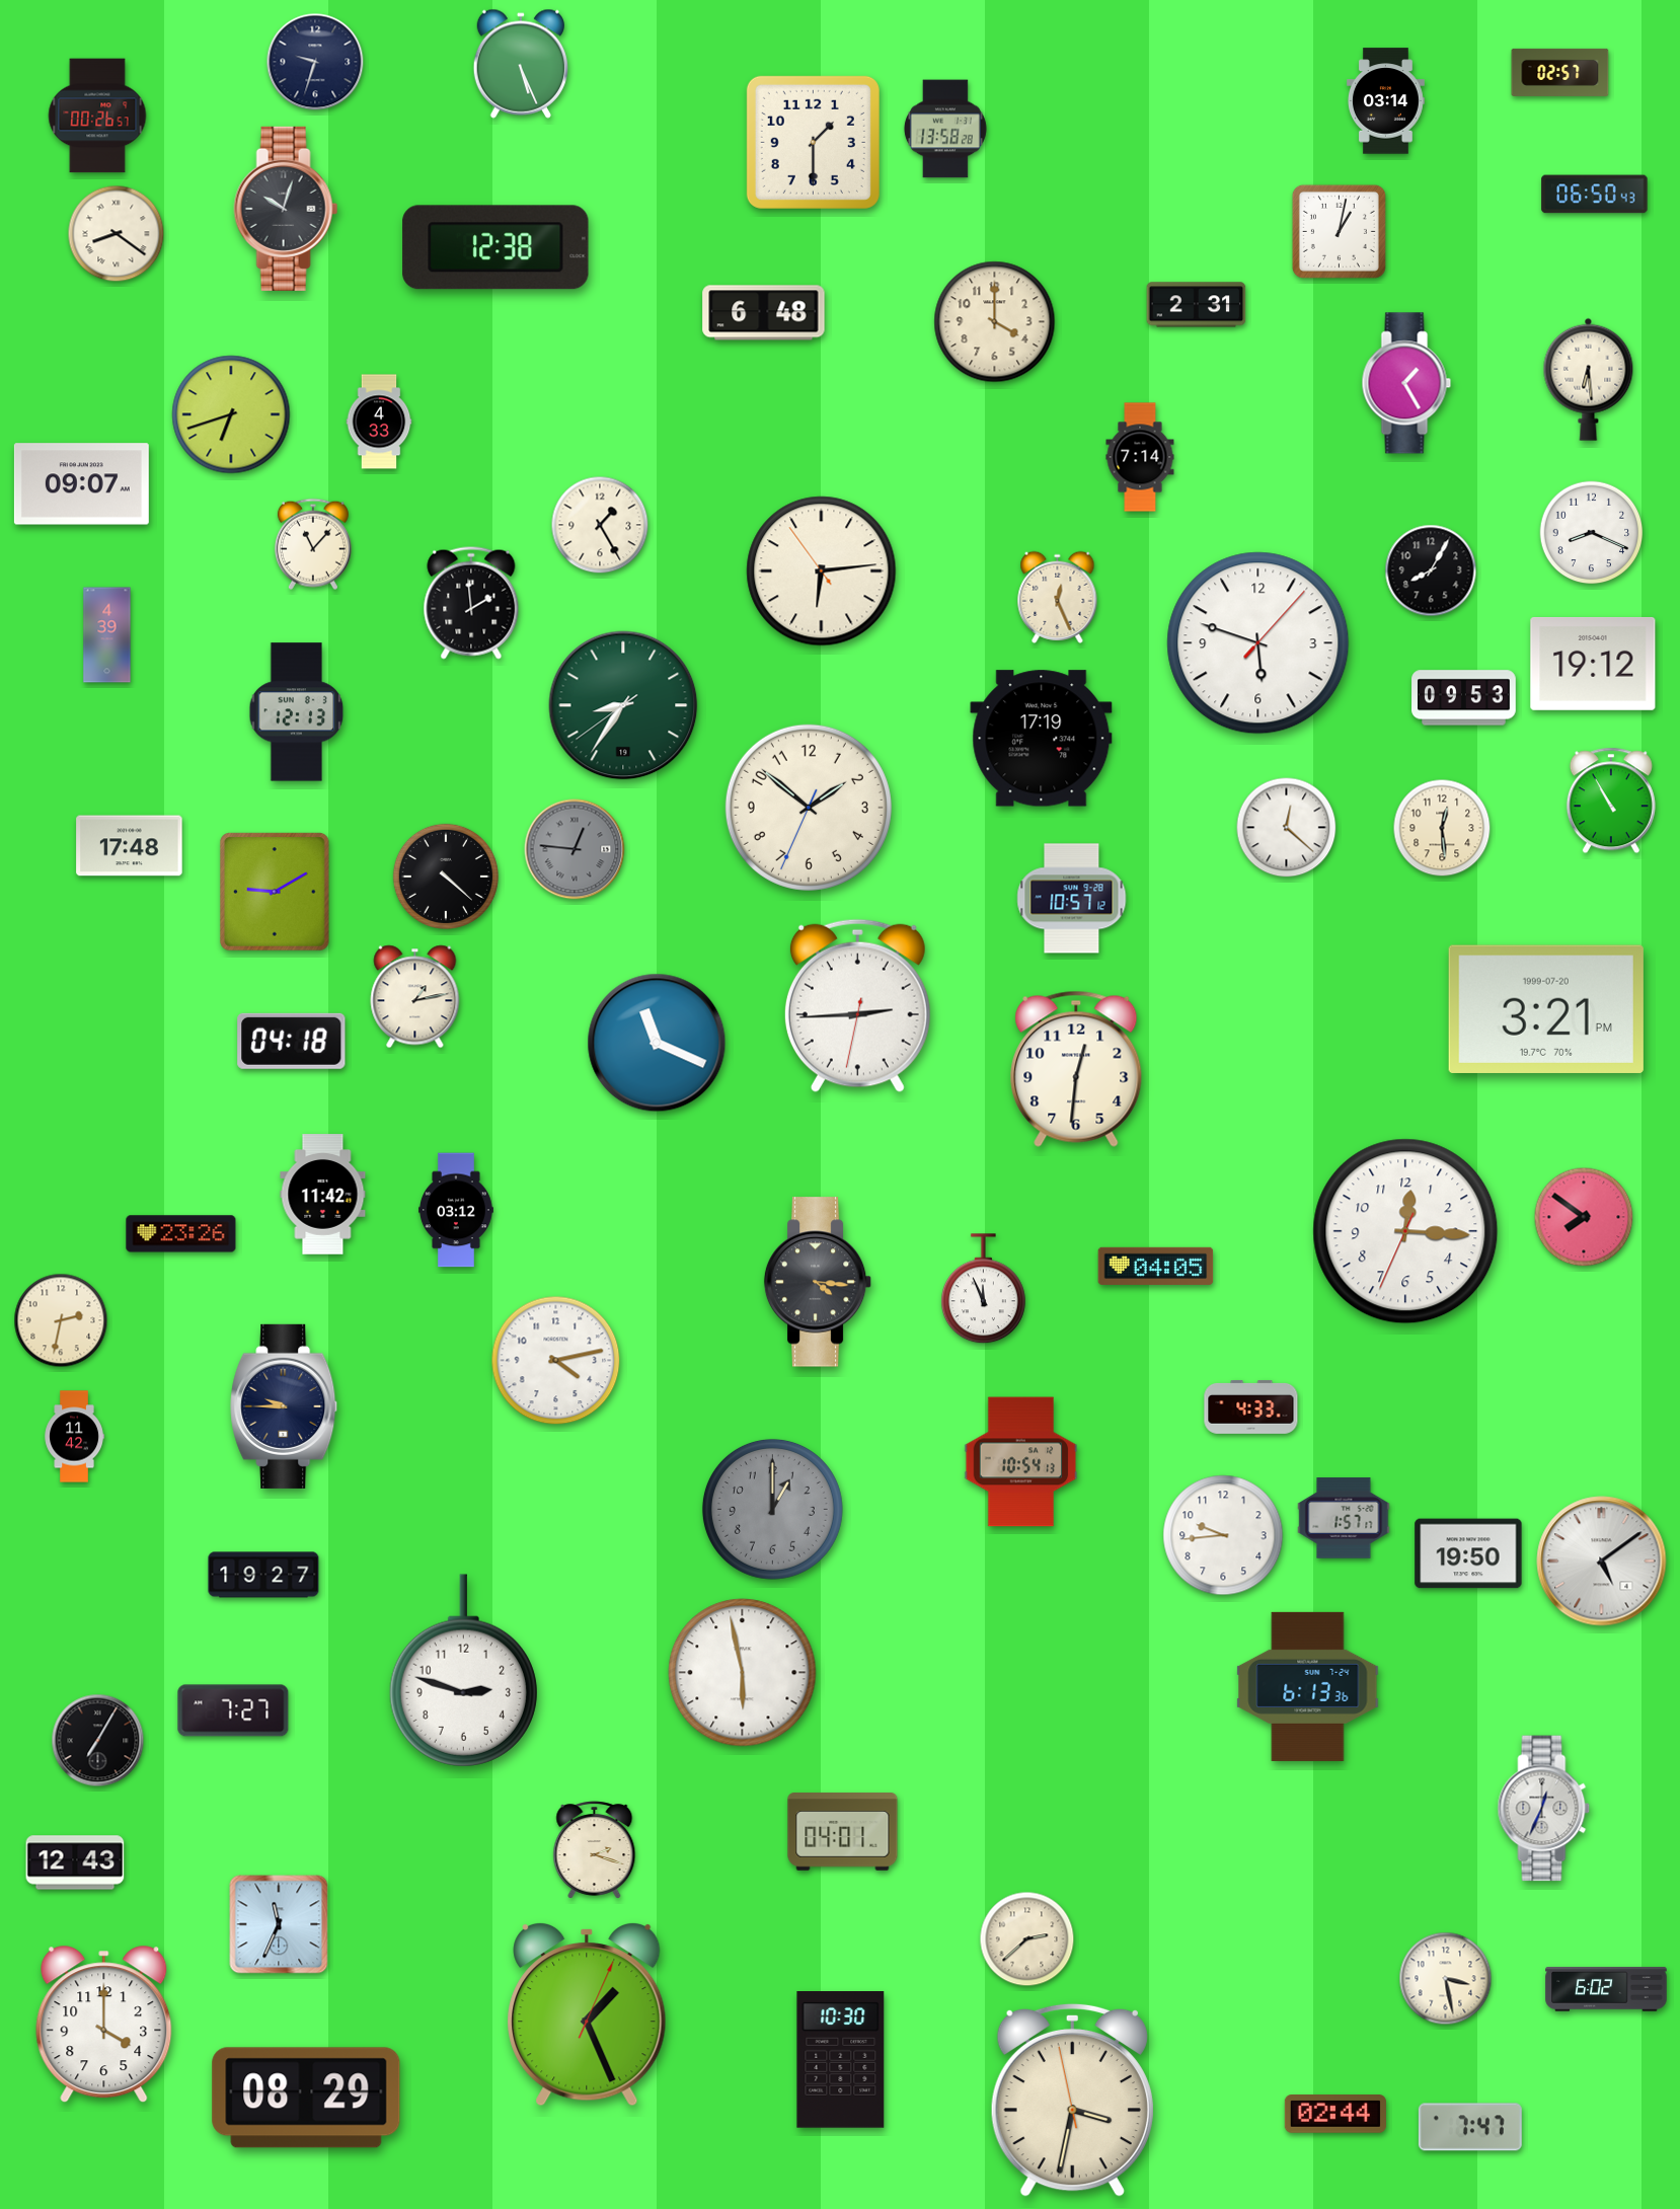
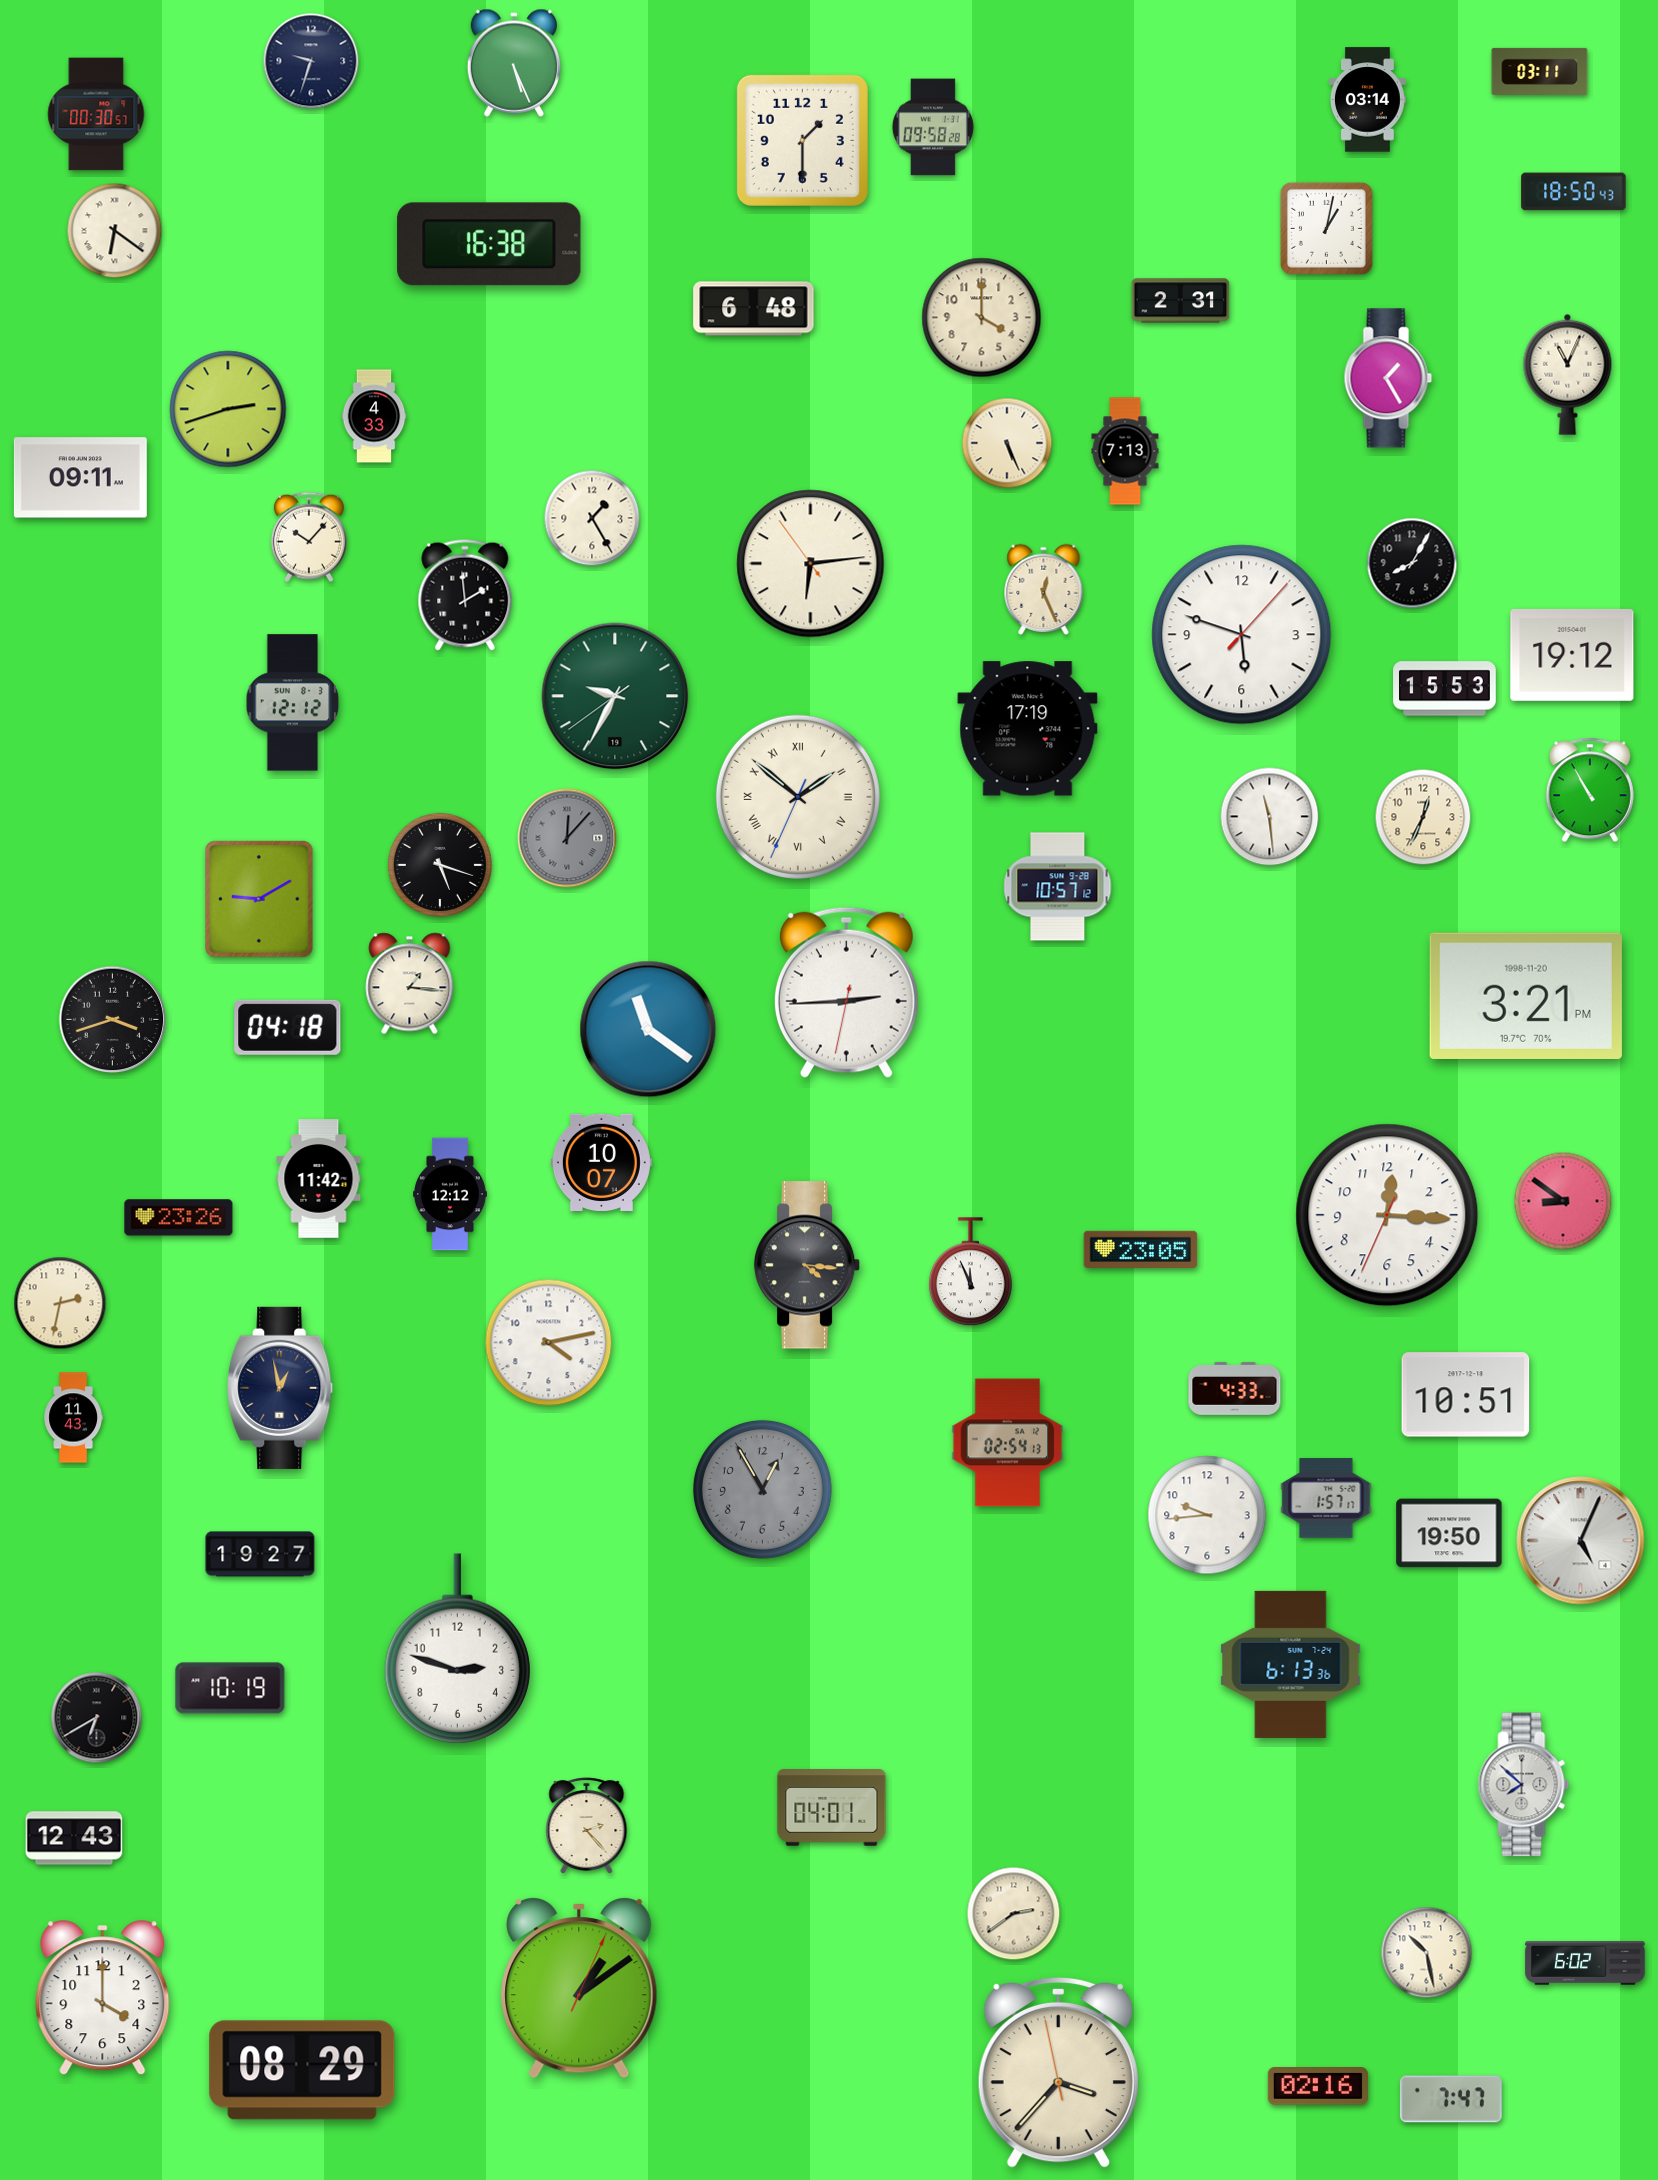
clock at (1560, 72): 02:57 -> 03:11
clock at (97, 116): 00:26 -> 00:30
clock at (945, 129): 13:58 -> 09:58
clock at (1595, 195): 06:50 -> 18:50
clock at (286, 209): 10:03 -> none
clock at (1339, 231) position: (1339, 231) -> (1326, 228)
clock at (117, 234): 8:21 -> 6:21
clock at (495, 247): 12:38 -> 16:38
clock at (1589, 379): 6:29 -> 11:04
clock at (231, 414): 6:42 -> 2:42
clock at (1007, 443): none -> 5:26
clock at (1140, 457): 7:14 -> 7:13
clock at (81, 484): 09:07 -> 09:11
clock at (1592, 533): 8:19 -> none
clock at (313, 544): 11:07 -> 10:07
clock at (107, 635): 4:39 -> none
clock at (1464, 698): 09:53 -> 15:53
clock at (623, 705): 8:35 -> 9:34
clock at (297, 712): 12:13 -> 12:12
clock at (809, 808) numerals: Arabic -> Roman
clock at (1287, 828): 12:22 -> 11:29
clock at (1442, 828): 12:29 -> 12:34
clock at (130, 846): 17:48 -> none
clock at (575, 849): 12:46 -> 12:07
clock at (446, 877): 4:22 -> 5:18
clock at (275, 892) position: (275, 892) -> (259, 899)
clock at (415, 997): 1:13 -> 1:16
clock at (1546, 1009) date: 1999-07-20 -> 1998-11-20
clock at (113, 1020): none -> 3:42
clock at (657, 1043): 11:19 -> 11:21
clock at (1076, 1069): 12:31 -> none
clock at (601, 1162): none -> 10:07
clock at (457, 1210): 03:12 -> 12:12
clock at (1584, 1217): 7:51 -> 8:51
clock at (1156, 1266): 04:05 -> 23:05
clock at (285, 1406): 9:45 -> 12:58
clock at (1466, 1395): none -> 10:51
clock at (74, 1437): 11:42 -> 11:43
clock at (1021, 1462): 10:54 -> 02:54
clock at (772, 1509): 1:00 -> 12:55
clock at (1602, 1561): 5:09 -> 5:04
clock at (743, 1673): 5:58 -> none
clock at (233, 1710): 7:27 -> 10:19
clock at (98, 1741): 7:05 -> 6:40
clock at (1544, 1809): 12:34 -> 7:52
clock at (595, 1850): 2:18 -> 2:23
clock at (279, 1924): 11:34 -> none
clock at (1027, 1939): 2:38 -> 2:39
clock at (1446, 1979): 3:28 -> 10:28
clock at (587, 2014): 1:26 -> 1:09
clock at (841, 2060): 10:30 -> none
clock at (1072, 2100): 3:31 -> 3:36
clock at (1335, 2114): 02:44 -> 02:16
